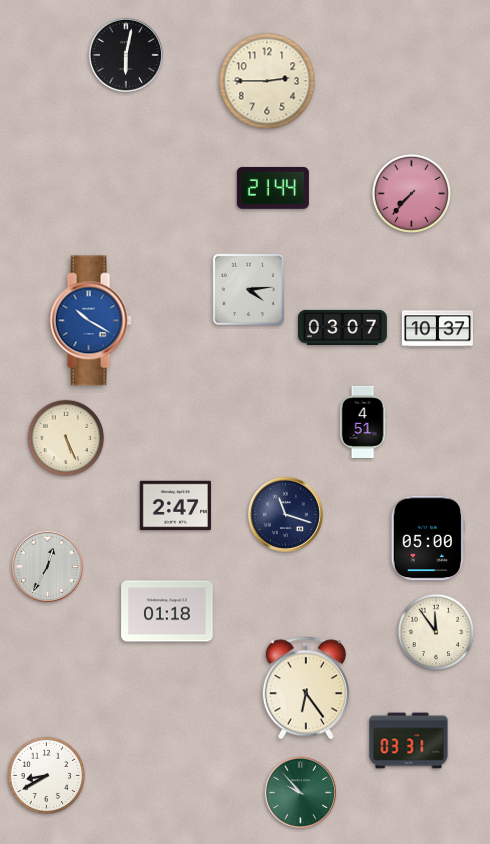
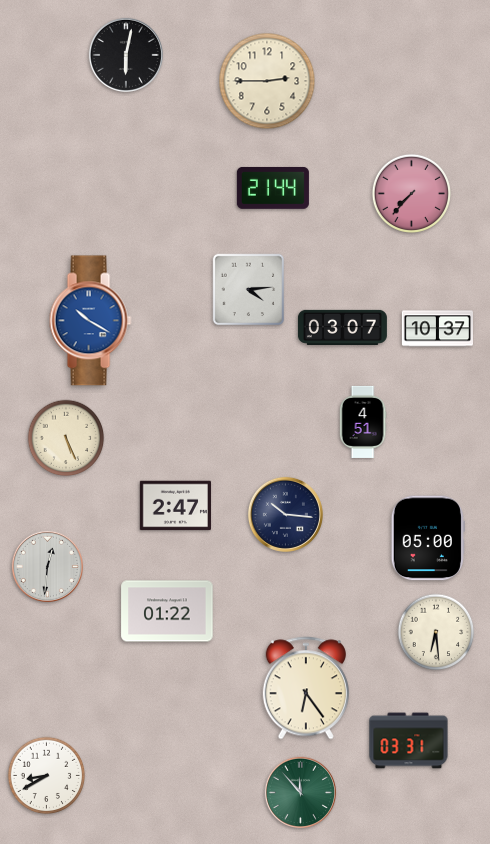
clock at (285, 514): 11:18 -> 10:16
clock at (47, 566): 12:35 -> 12:31
clock at (167, 611): 01:18 -> 01:22
clock at (436, 632): 11:54 -> 6:29
clock at (300, 792): 9:53 -> 11:53
